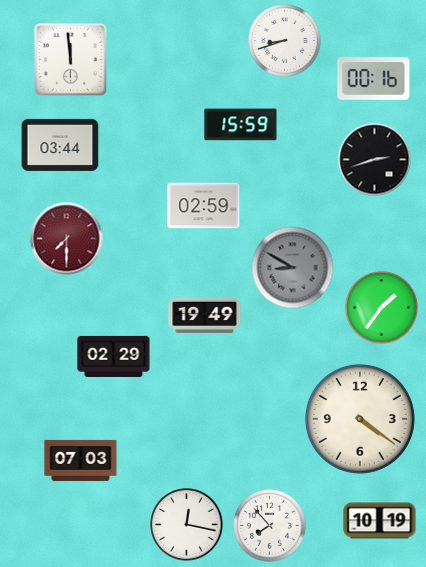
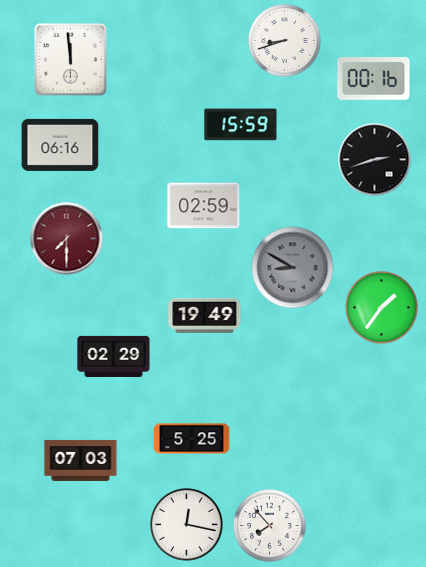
clock at (60, 145): 03:44 -> 06:16
clock at (360, 419): 4:21 -> none
clock at (192, 439): none -> 5:25
clock at (380, 521): 10:19 -> none
